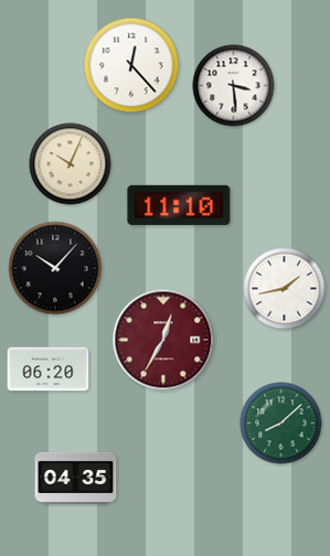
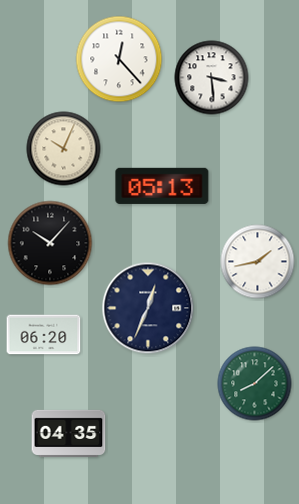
clock at (179, 205): 11:10 -> 05:13
clock at (163, 340): 12:35 -> 12:34
clock at (163, 340) dial: burgundy -> navy
